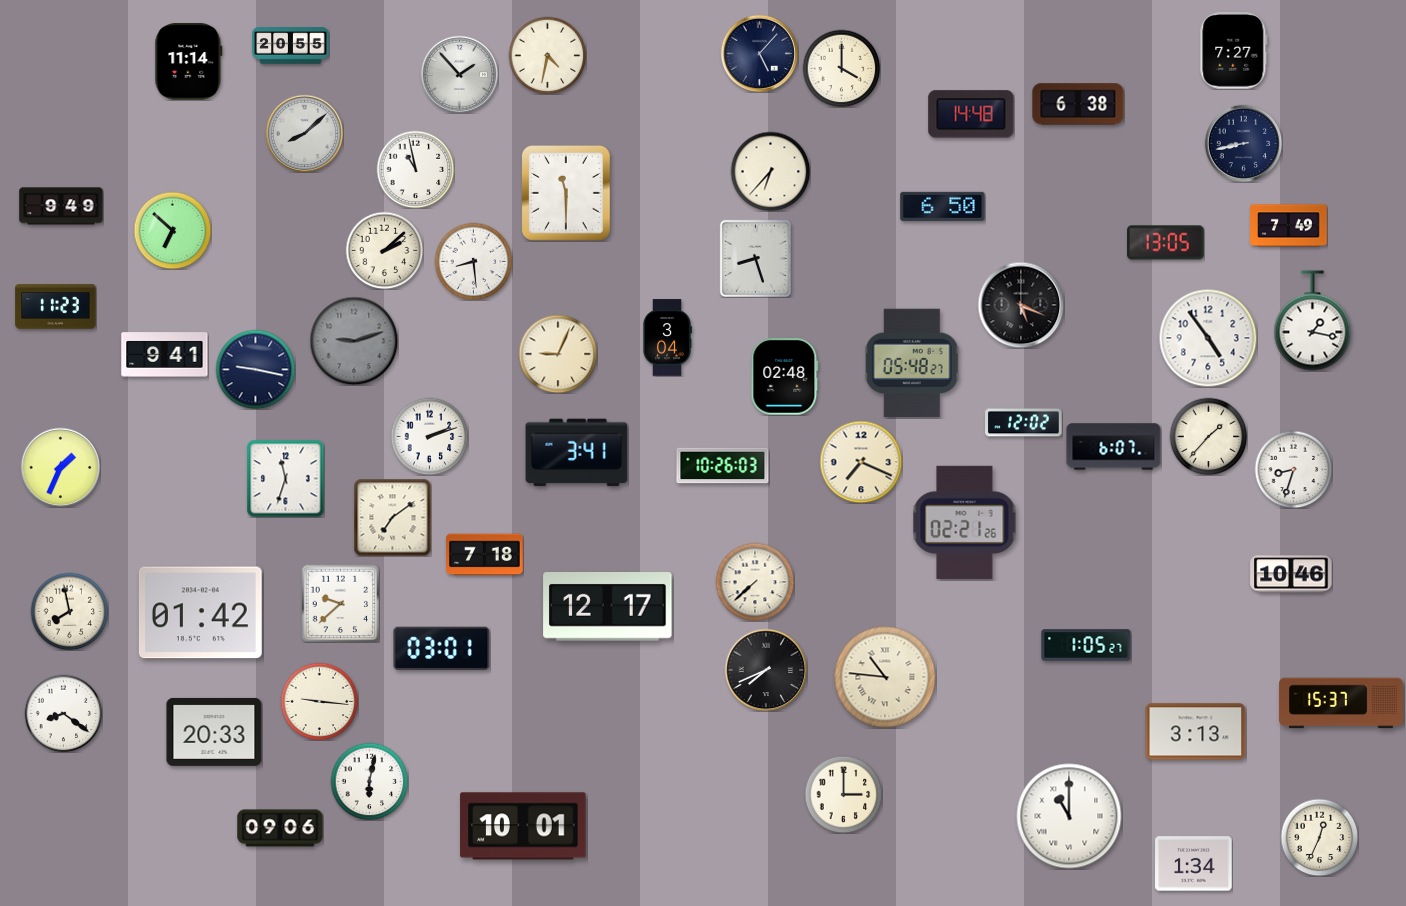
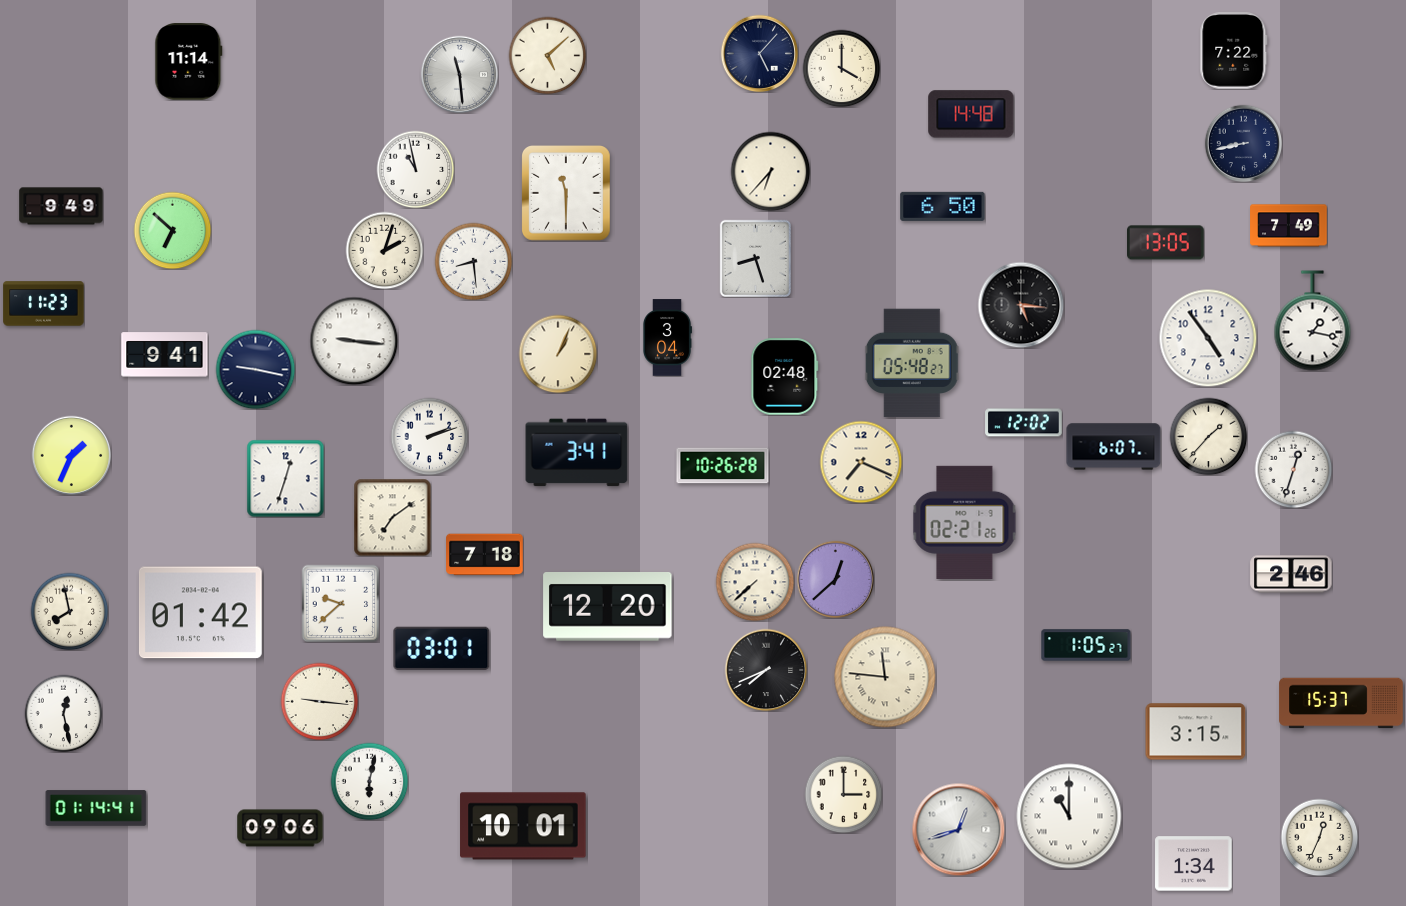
clock at (291, 46): 20:55 -> none
clock at (1234, 51): 7:27 -> 7:22
clock at (547, 55): 4:32 -> 5:08
clock at (459, 74): 1:53 -> 11:29
clock at (1078, 104): 6:38 -> none
clock at (304, 133): 8:08 -> none
clock at (384, 250): 2:08 -> 2:03
clock at (1021, 305): 5:19 -> 5:16
clock at (56, 307) position: (56, 307) -> (44, 304)
clock at (354, 341): 9:12 -> 9:16
clock at (354, 341) dial: grey -> white
clock at (558, 354): 9:04 -> 1:04
clock at (723, 466): 10:26:03 -> 10:26:28
clock at (60, 467) position: (60, 467) -> (71, 455)
clock at (1293, 469): 8:33 -> 12:33
clock at (285, 478): 11:33 -> 12:33
clock at (1291, 574): 10:46 -> 2:46
clock at (835, 579): none -> 12:38
clock at (608, 607): 12:17 -> 12:20
clock at (885, 677): 10:46 -> 11:46
clock at (63, 713): 8:21 -> 12:28
clock at (214, 732): 20:33 -> none
clock at (1196, 732): 3:13 -> 3:15
clock at (96, 808): none -> 01:14
clock at (958, 829): none -> 12:42
